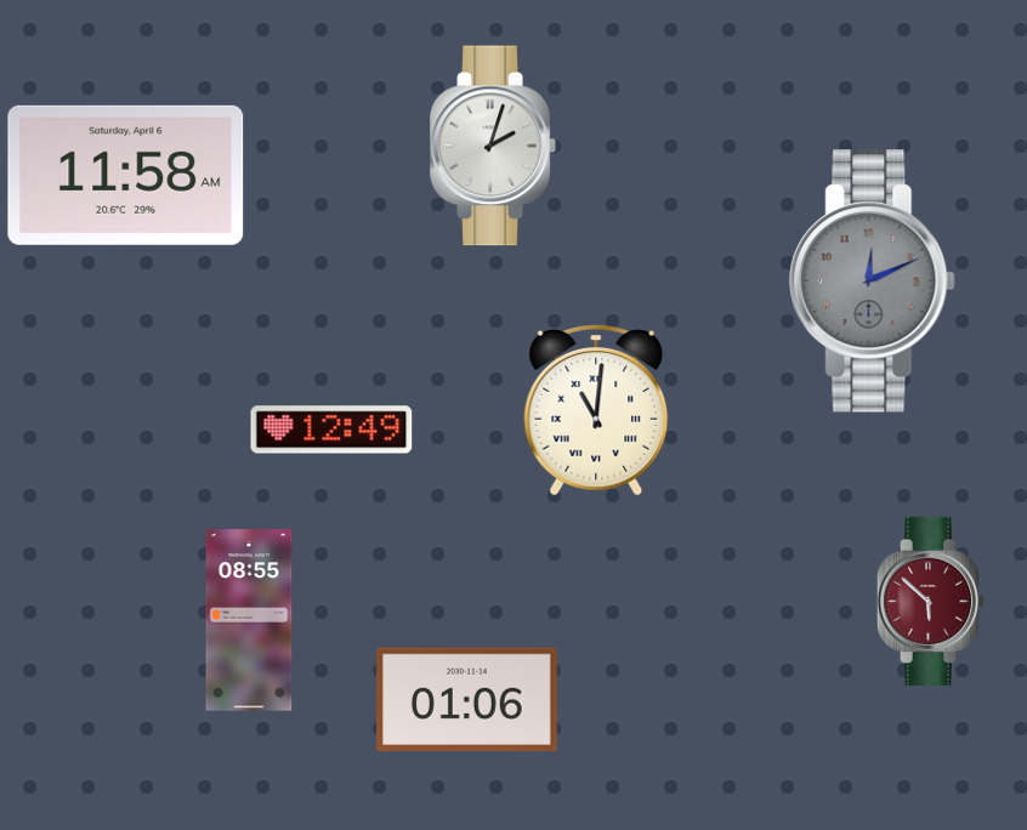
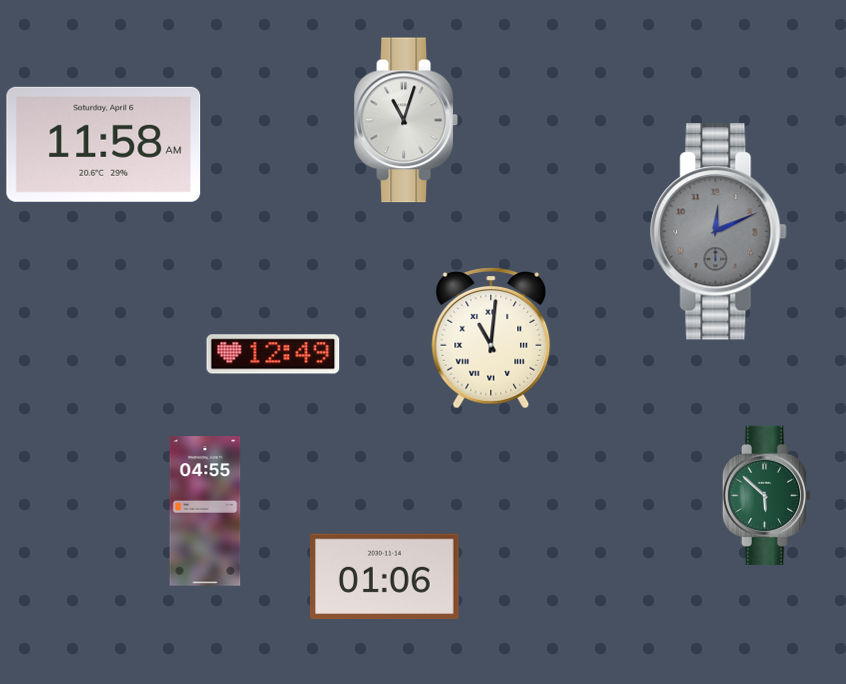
clock at (493, 146): 2:03 -> 11:03
clock at (931, 601) dial: burgundy -> green
clock at (249, 620): 08:55 -> 04:55
